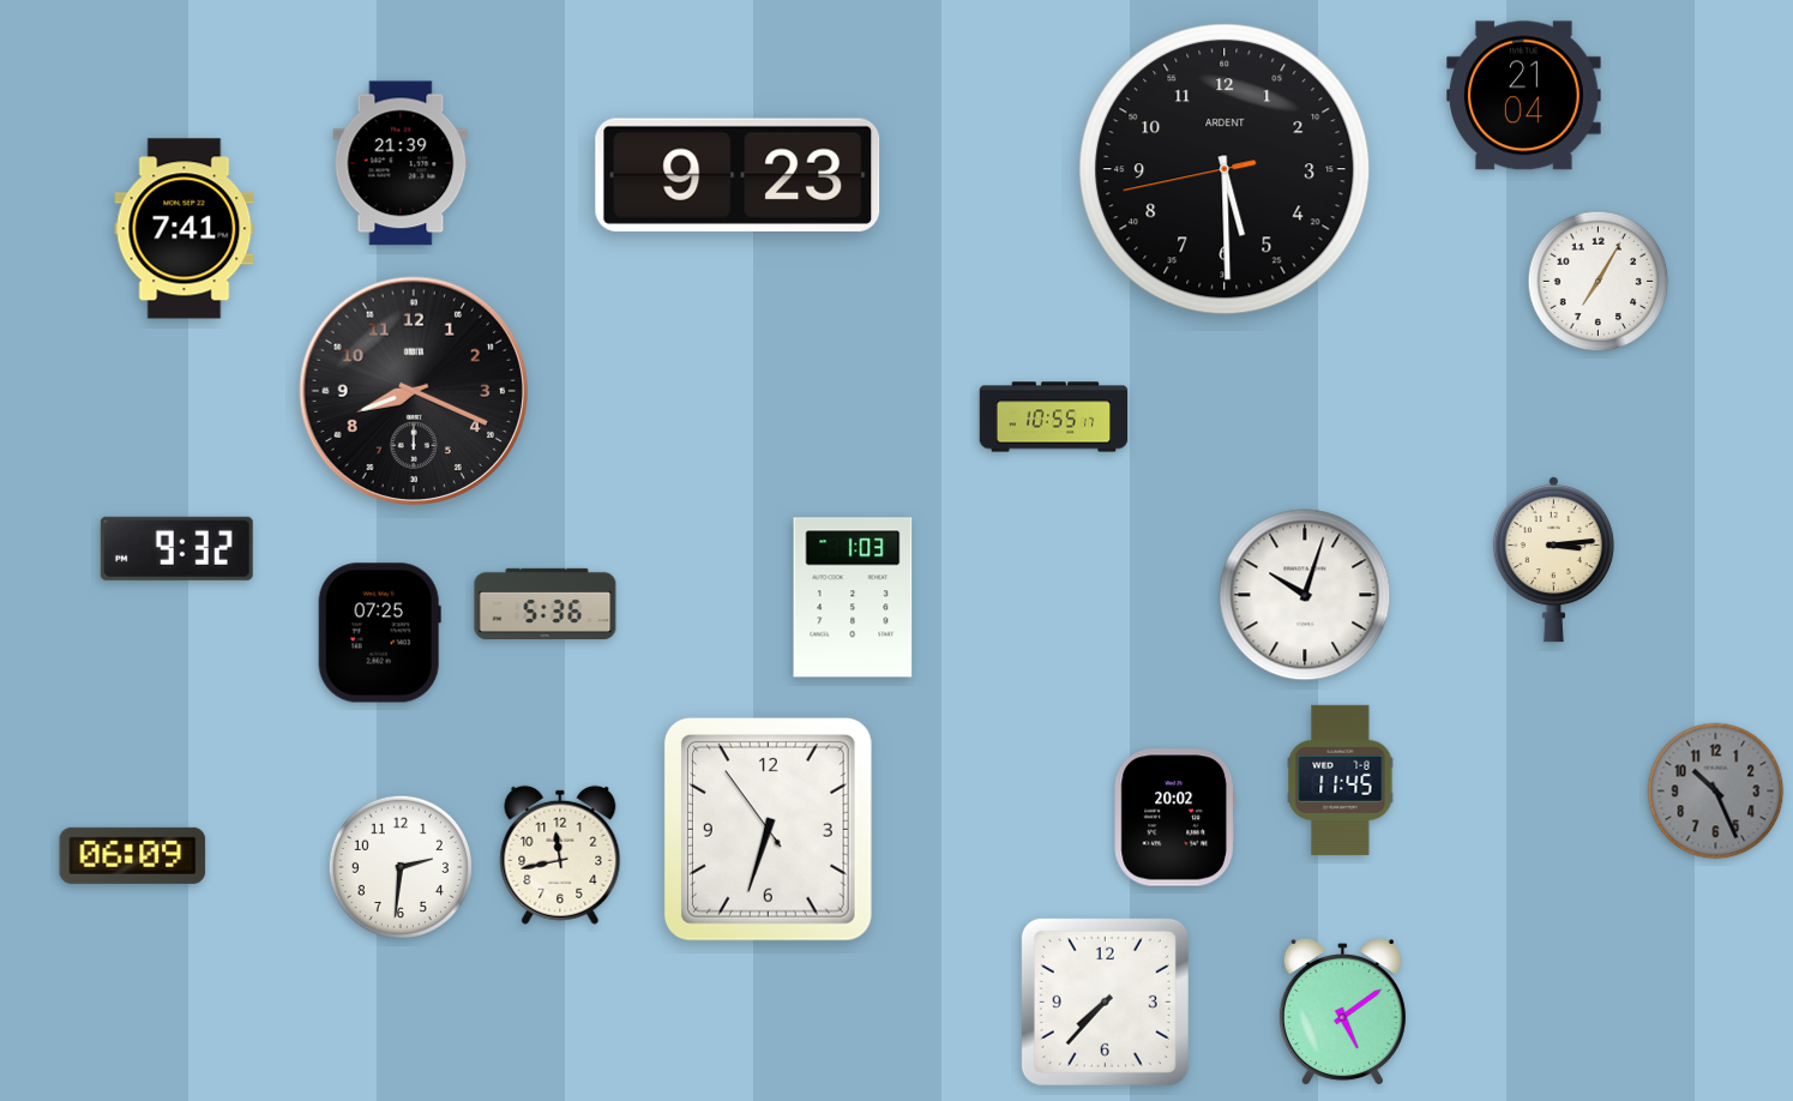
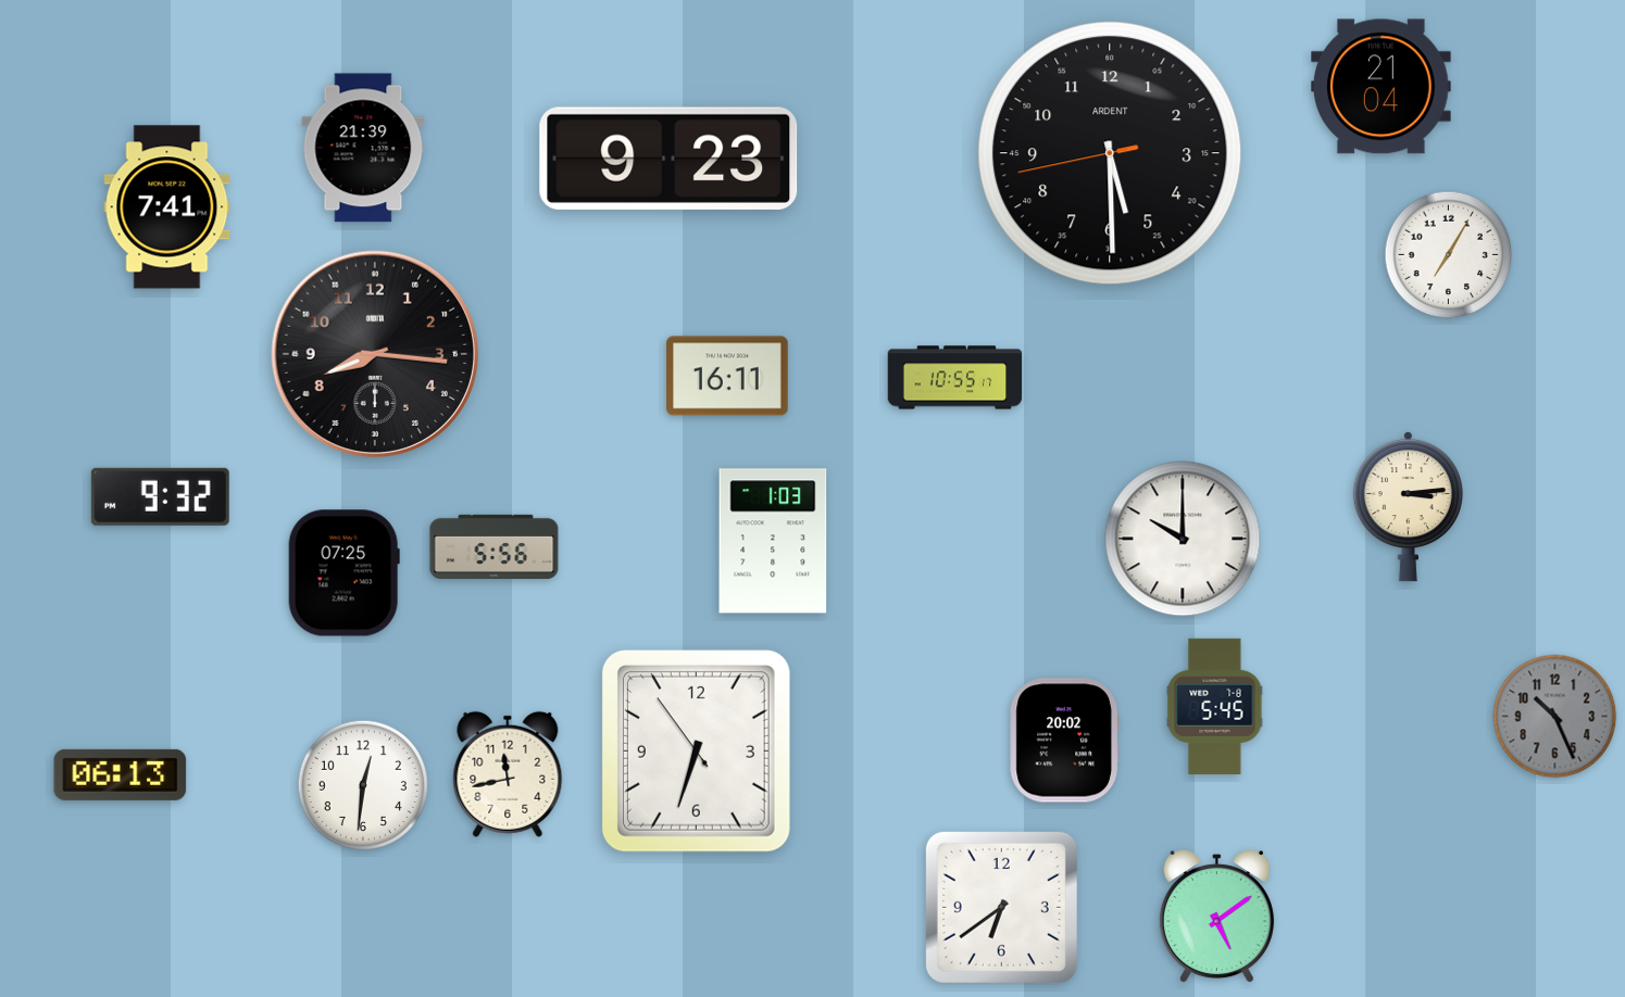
clock at (413, 390): 8:19 -> 8:16
clock at (727, 376): none -> 16:11
clock at (1305, 595): 10:03 -> 10:00
clock at (546, 603): 5:36 -> 5:56
clock at (1341, 780): 11:45 -> 5:45
clock at (133, 855): 06:09 -> 06:13
clock at (399, 866): 2:31 -> 12:31
clock at (1105, 1001): 7:37 -> 6:39
